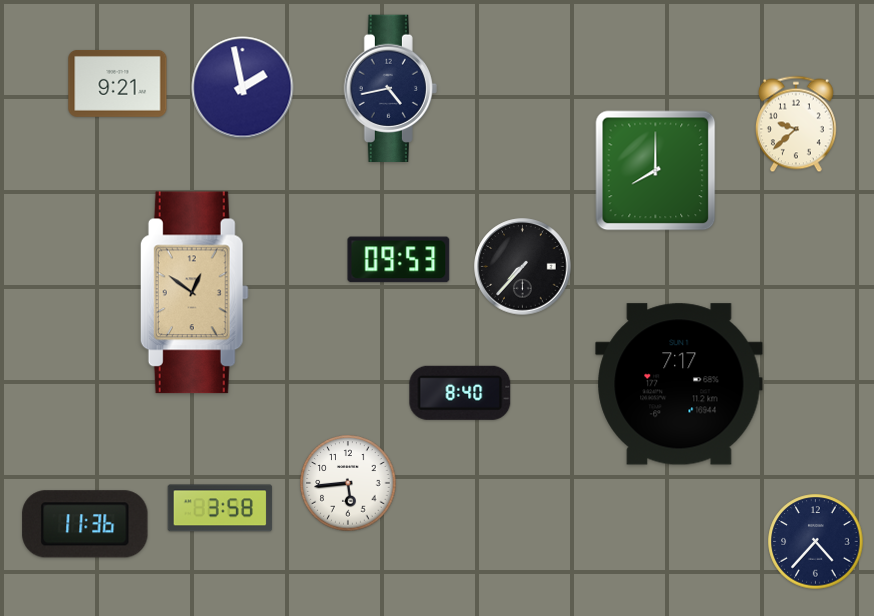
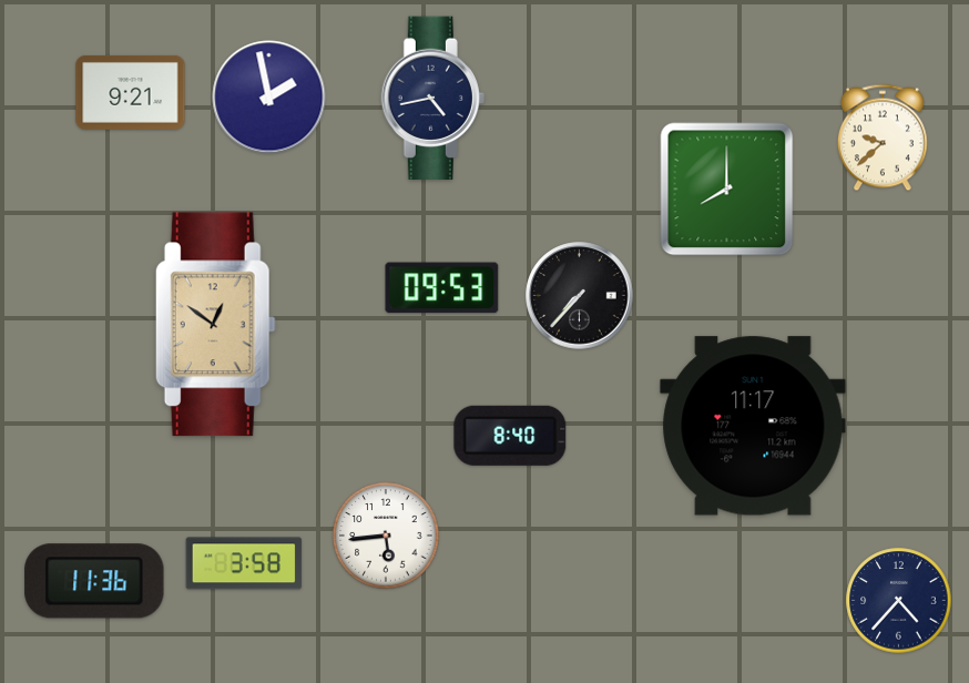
clock at (679, 384): 7:17 -> 11:17
clock at (816, 542) position: (816, 542) -> (899, 601)
